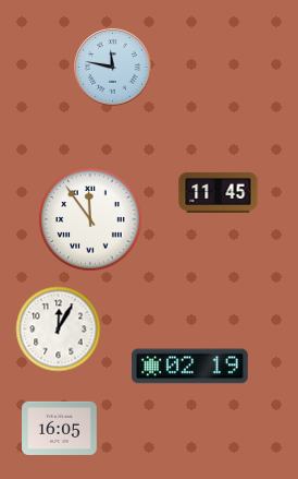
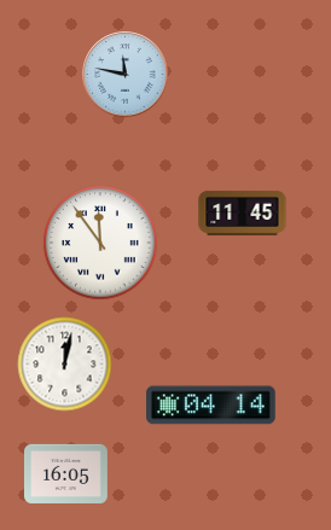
clock at (59, 330): 12:05 -> 12:02
clock at (190, 367): 02:19 -> 04:14
